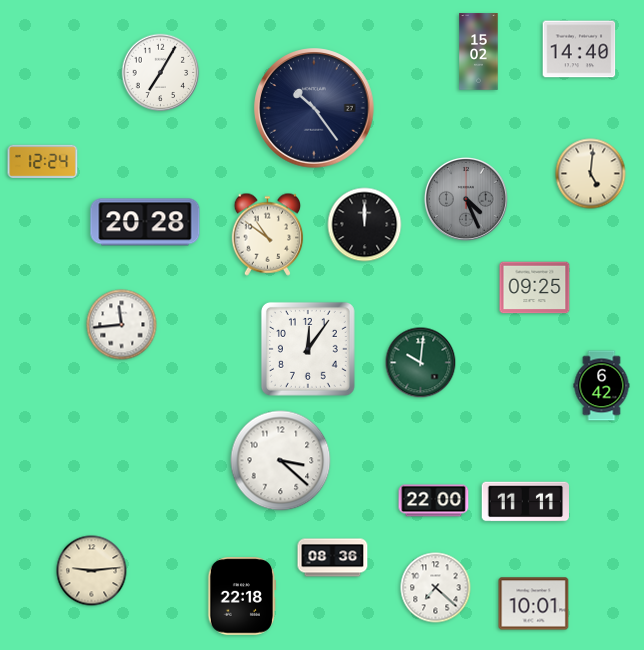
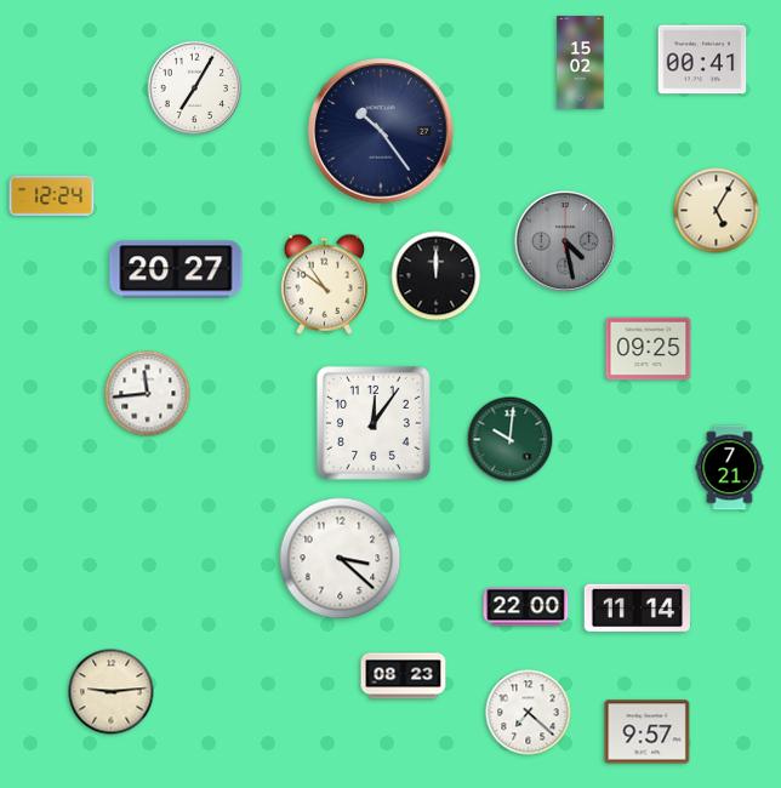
clock at (579, 49): 14:40 -> 00:41
clock at (591, 174): 5:01 -> 5:05
clock at (466, 199): 4:26 -> 4:28
clock at (145, 222): 20:28 -> 20:27
clock at (365, 225) position: (365, 225) -> (437, 276)
clock at (602, 386): 6:42 -> 7:21
clock at (525, 502): 11:11 -> 11:14
clock at (333, 558): 08:36 -> 08:23
clock at (242, 596): 22:18 -> none
clock at (534, 604): 10:01 -> 9:57
